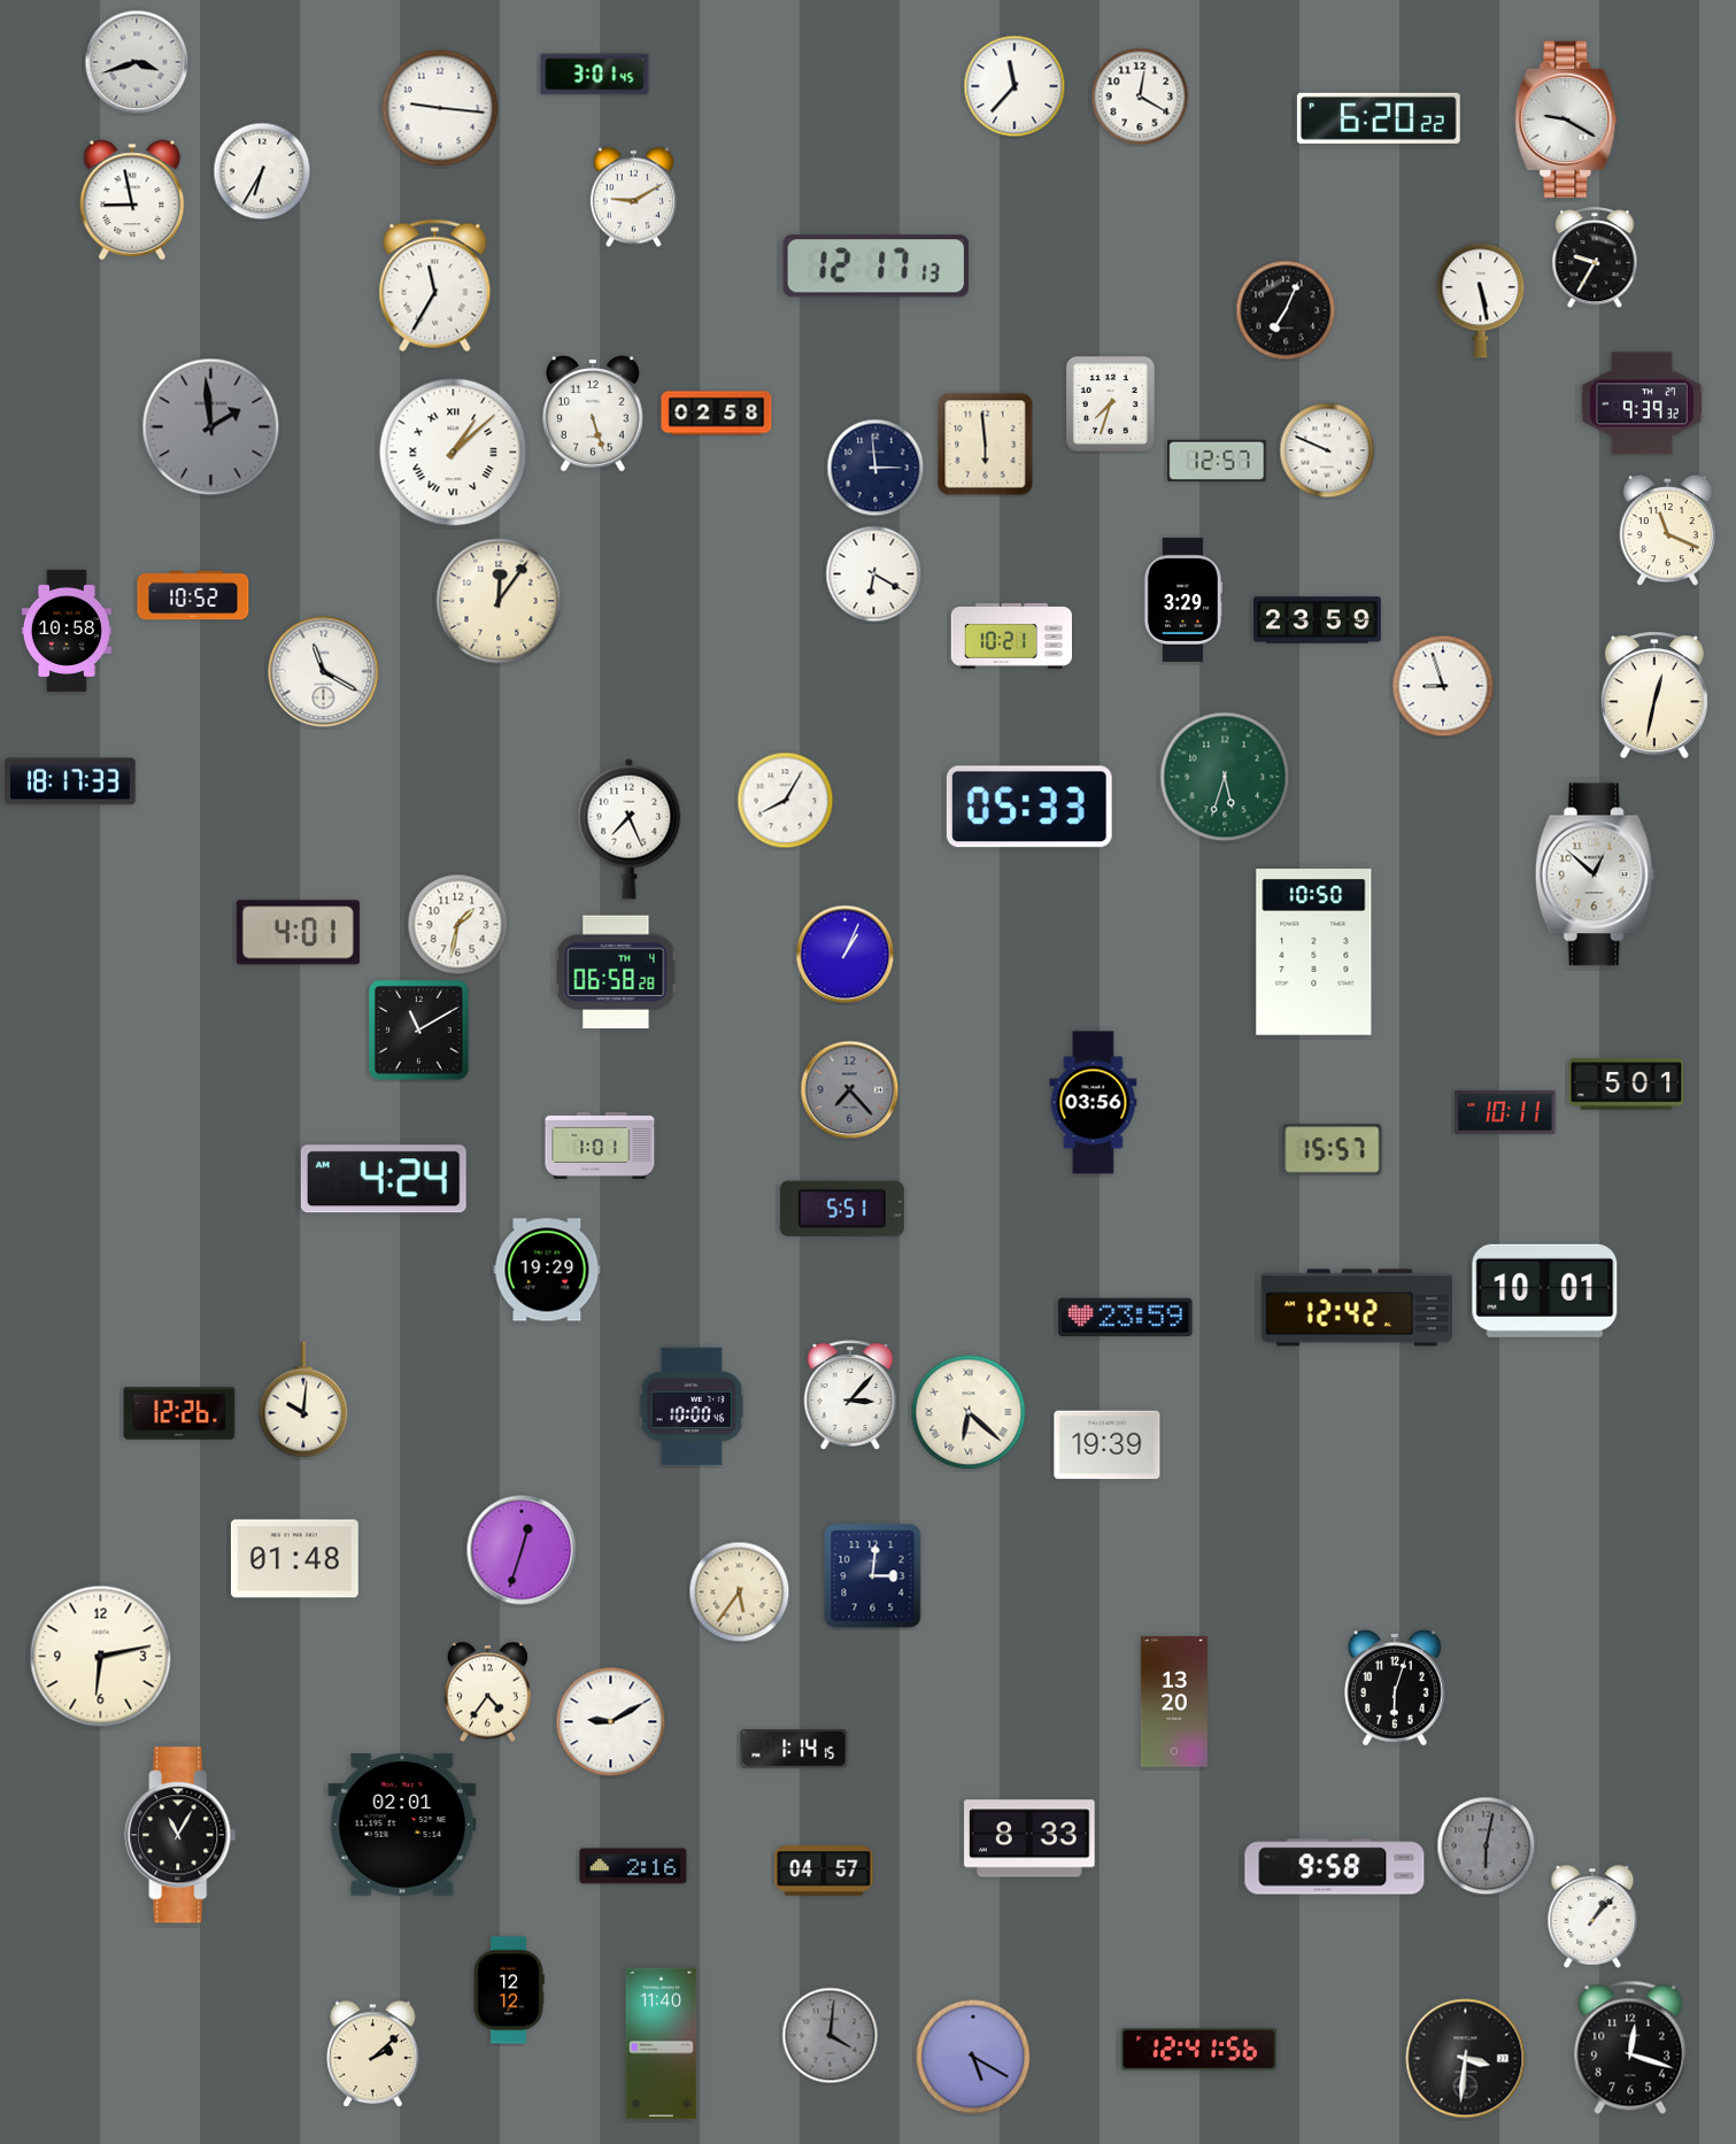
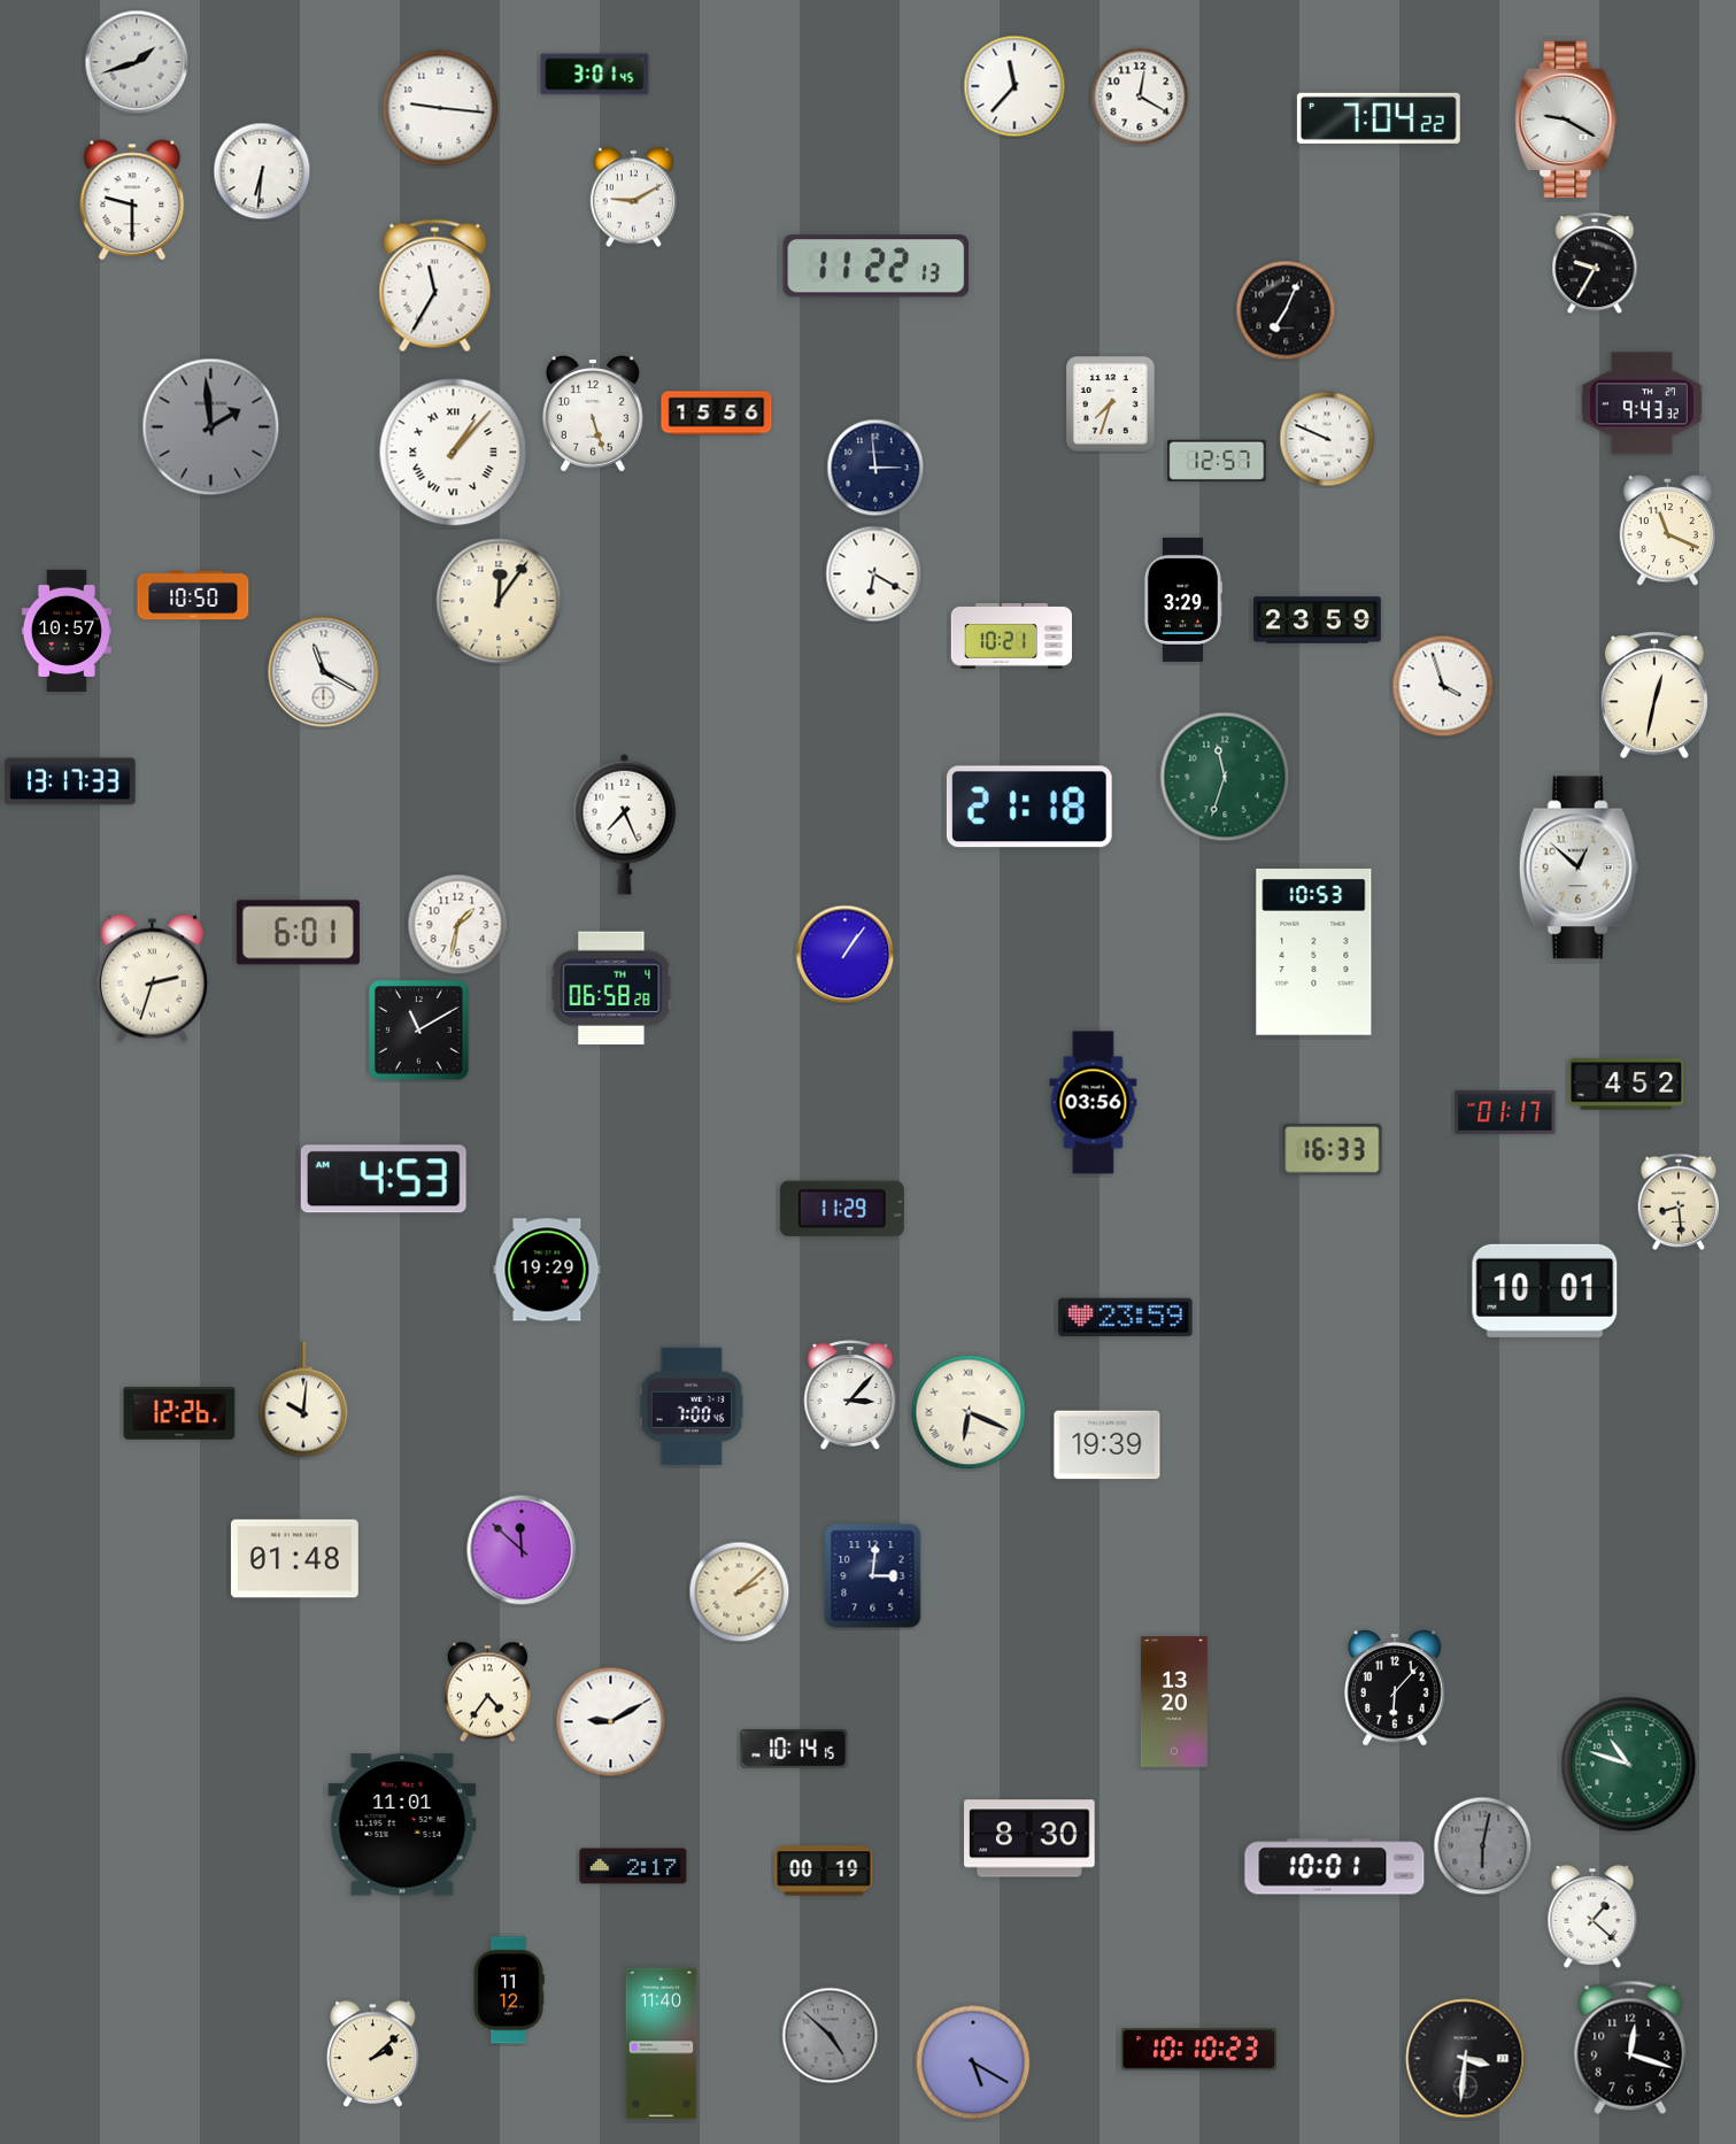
clock at (137, 62): 3:42 -> 1:42
clock at (1379, 118): 6:20 -> 7:04
clock at (262, 171): 6:35 -> 6:31
clock at (132, 200): 8:58 -> 9:30
clock at (1595, 259) position: (1595, 259) -> (1595, 264)
clock at (877, 267): 12:17 -> 11:22
clock at (1481, 301): 5:28 -> none
clock at (1642, 403): 9:39 -> 9:43
clock at (717, 414): 02:58 -> 15:56
clock at (986, 445): 5:59 -> none
clock at (1327, 450) position: (1327, 450) -> (1327, 439)
clock at (454, 453): 1:08 -> 1:07
clock at (193, 595): 10:52 -> 10:50
clock at (67, 631): 10:58 -> 10:57
clock at (1443, 686): 8:57 -> 3:57
clock at (1225, 777): 5:33 -> 11:33
clock at (70, 781): 18:17 -> 13:17
clock at (786, 801): 8:05 -> none
clock at (1029, 807): 05:33 -> 21:18
clock at (630, 828) position: (630, 828) -> (625, 824)
clock at (1595, 874) position: (1595, 874) -> (1579, 867)
clock at (298, 933): 4:01 -> 6:01
clock at (1314, 953): 10:50 -> 10:53
clock at (846, 955): 1:04 -> 1:06
clock at (616, 972) position: (616, 972) -> (611, 988)
clock at (152, 979): none -> 2:33
clock at (1627, 1085): 5:01 -> 4:52
clock at (850, 1090): 7:23 -> none
clock at (1505, 1112): 10:11 -> 01:17
clock at (600, 1146): 1:01 -> none
clock at (1333, 1150): 15:57 -> 16:33
clock at (384, 1179): 4:24 -> 4:53
clock at (1679, 1202): none -> 8:29
clock at (842, 1209): 5:51 -> 11:29
clock at (1356, 1308): 12:42 -> none
clock at (692, 1406): 10:00 -> 7:00
clock at (969, 1412): 6:22 -> 6:19
clock at (522, 1550): 12:33 -> 11:52
clock at (740, 1592): 5:36 -> 2:08
clock at (101, 1657): 6:13 -> none
clock at (1396, 1688): 6:03 -> 6:07
clock at (794, 1749): 1:14 -> 10:14
clock at (1629, 1765): none -> 10:48
clock at (402, 1825): 02:01 -> 11:01
clock at (180, 1835): 11:05 -> none
clock at (1029, 1838): 8:33 -> 8:30
clock at (1487, 1846) position: (1487, 1846) -> (1483, 1846)
clock at (633, 1866): 2:16 -> 2:17
clock at (1335, 1867): 9:58 -> 10:01
clock at (824, 1871): 04:57 -> 00:19
clock at (1592, 1917): 1:07 -> 1:22
clock at (509, 1990): 12:12 -> 11:12
clock at (831, 2036): 4:01 -> 4:52
clock at (1199, 2050): 12:41 -> 10:10
clock at (973, 2057) position: (973, 2057) -> (973, 2062)
